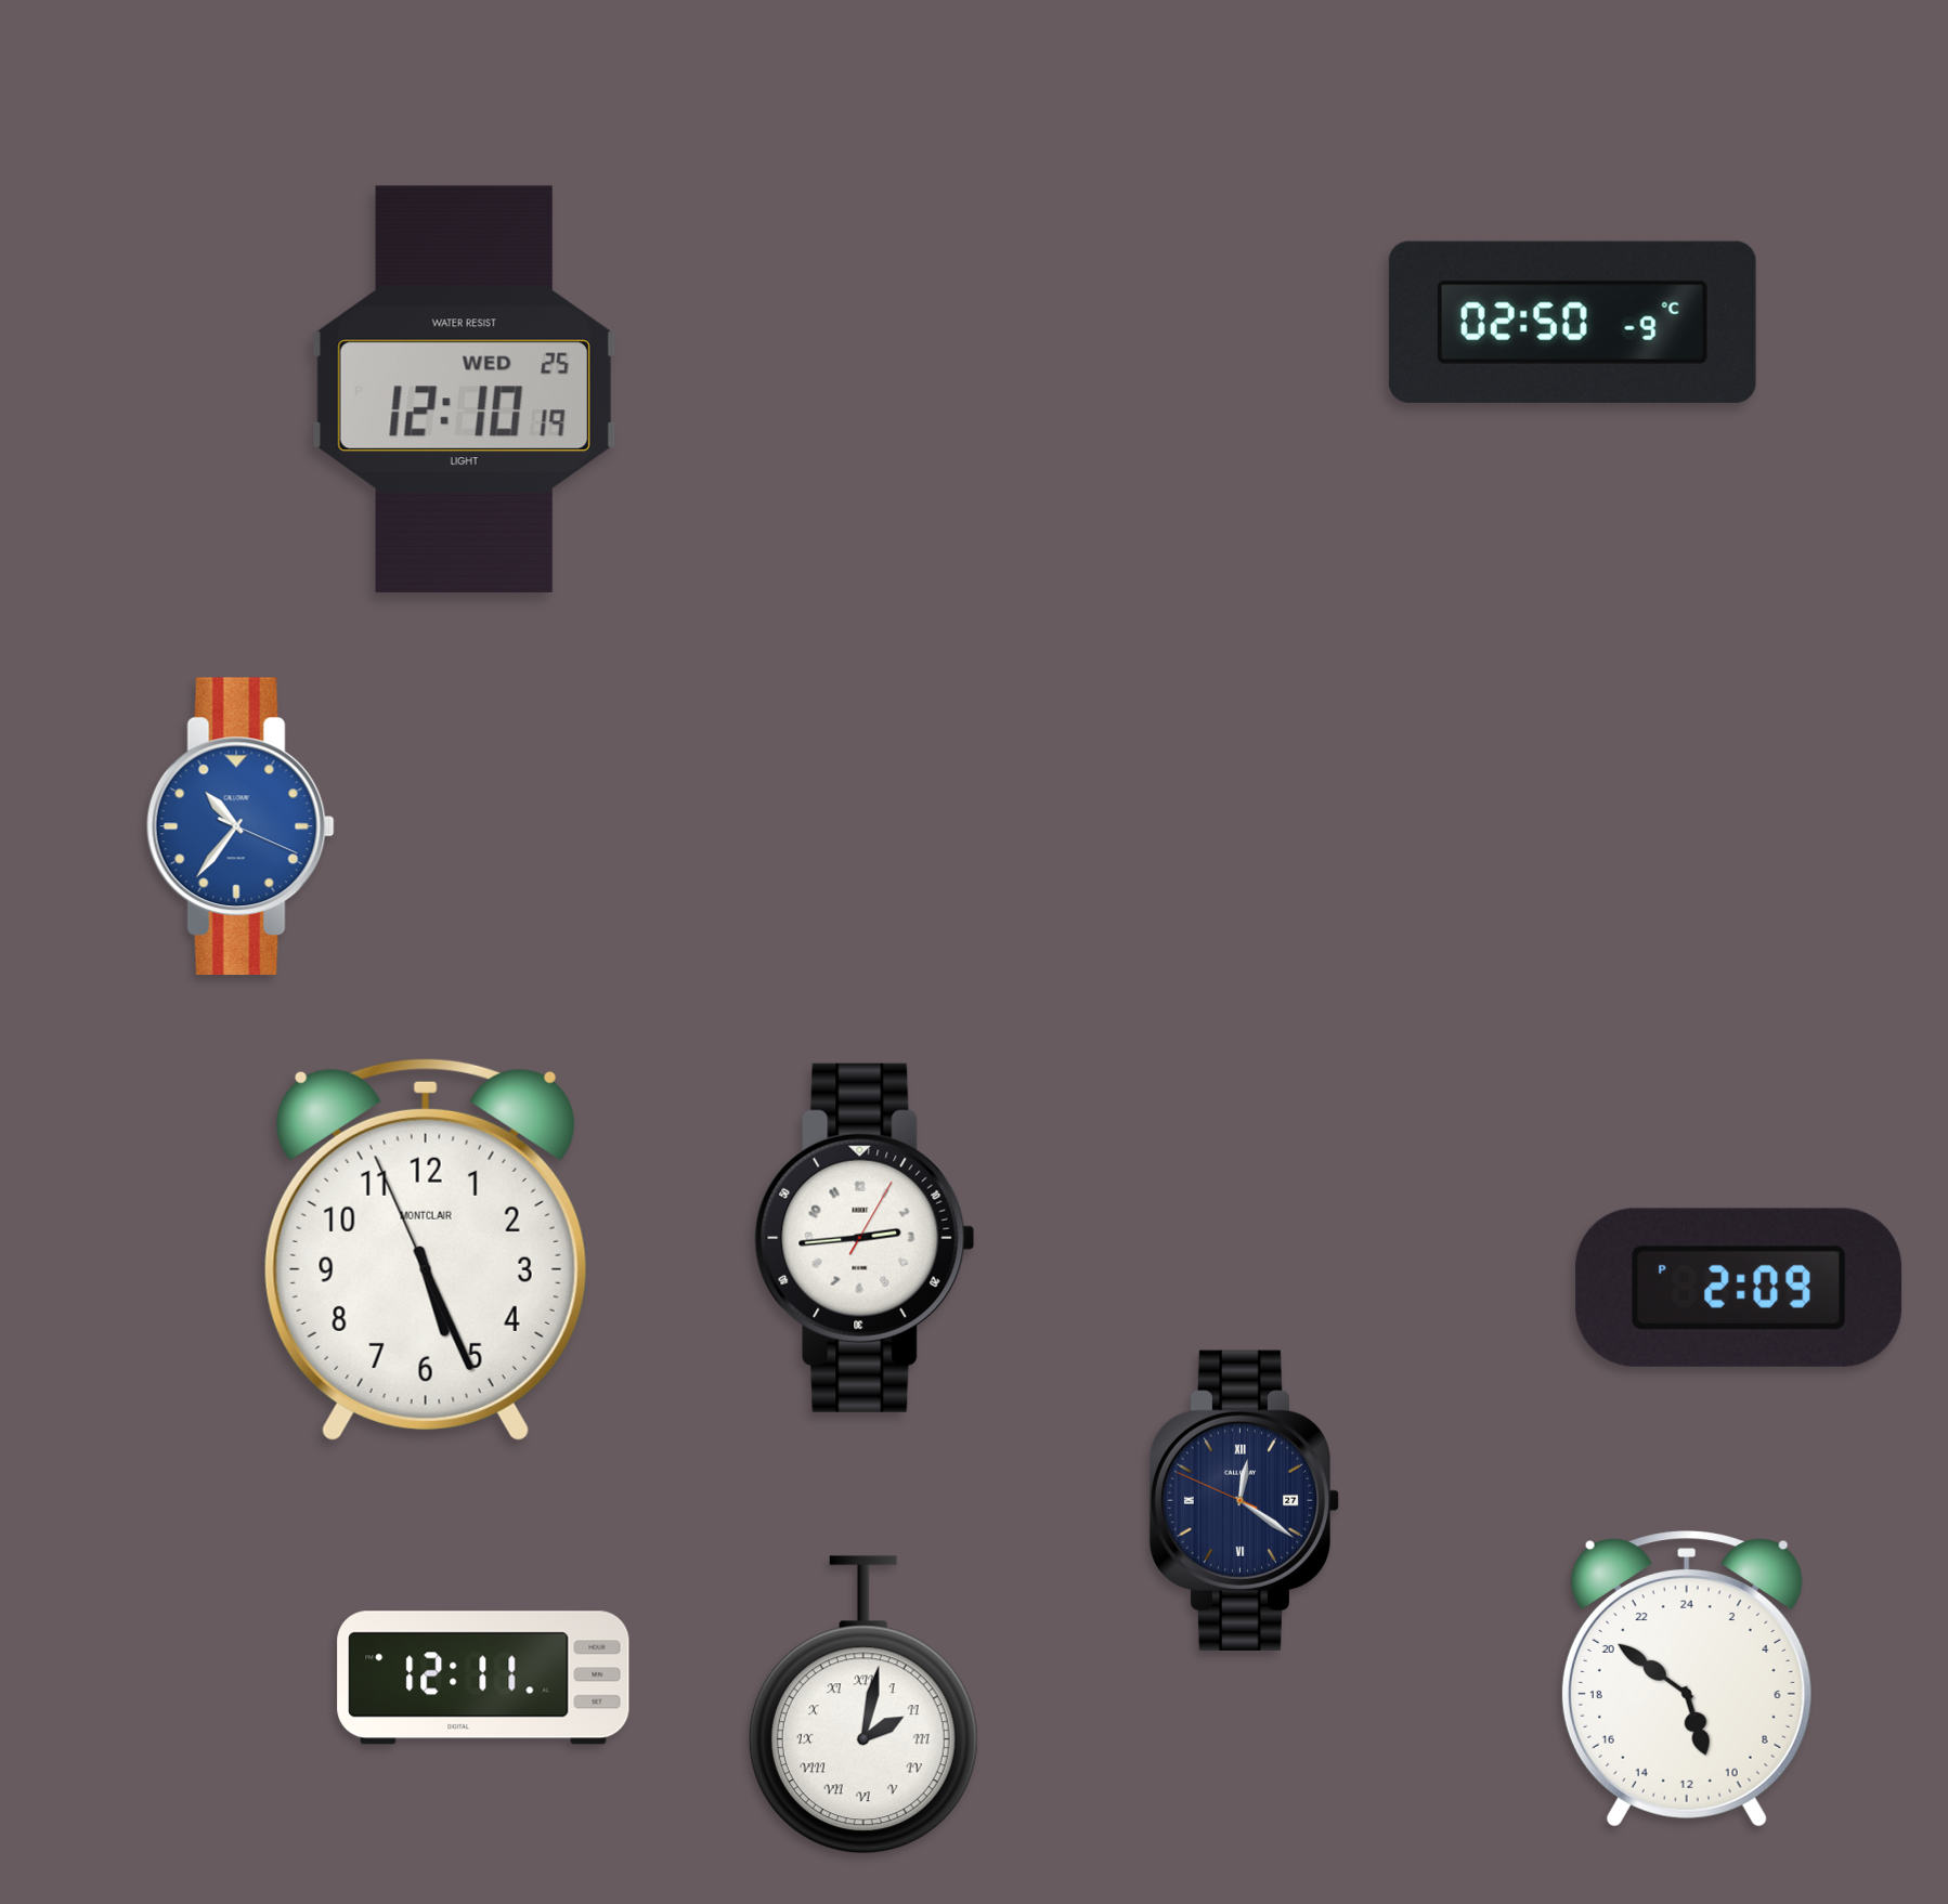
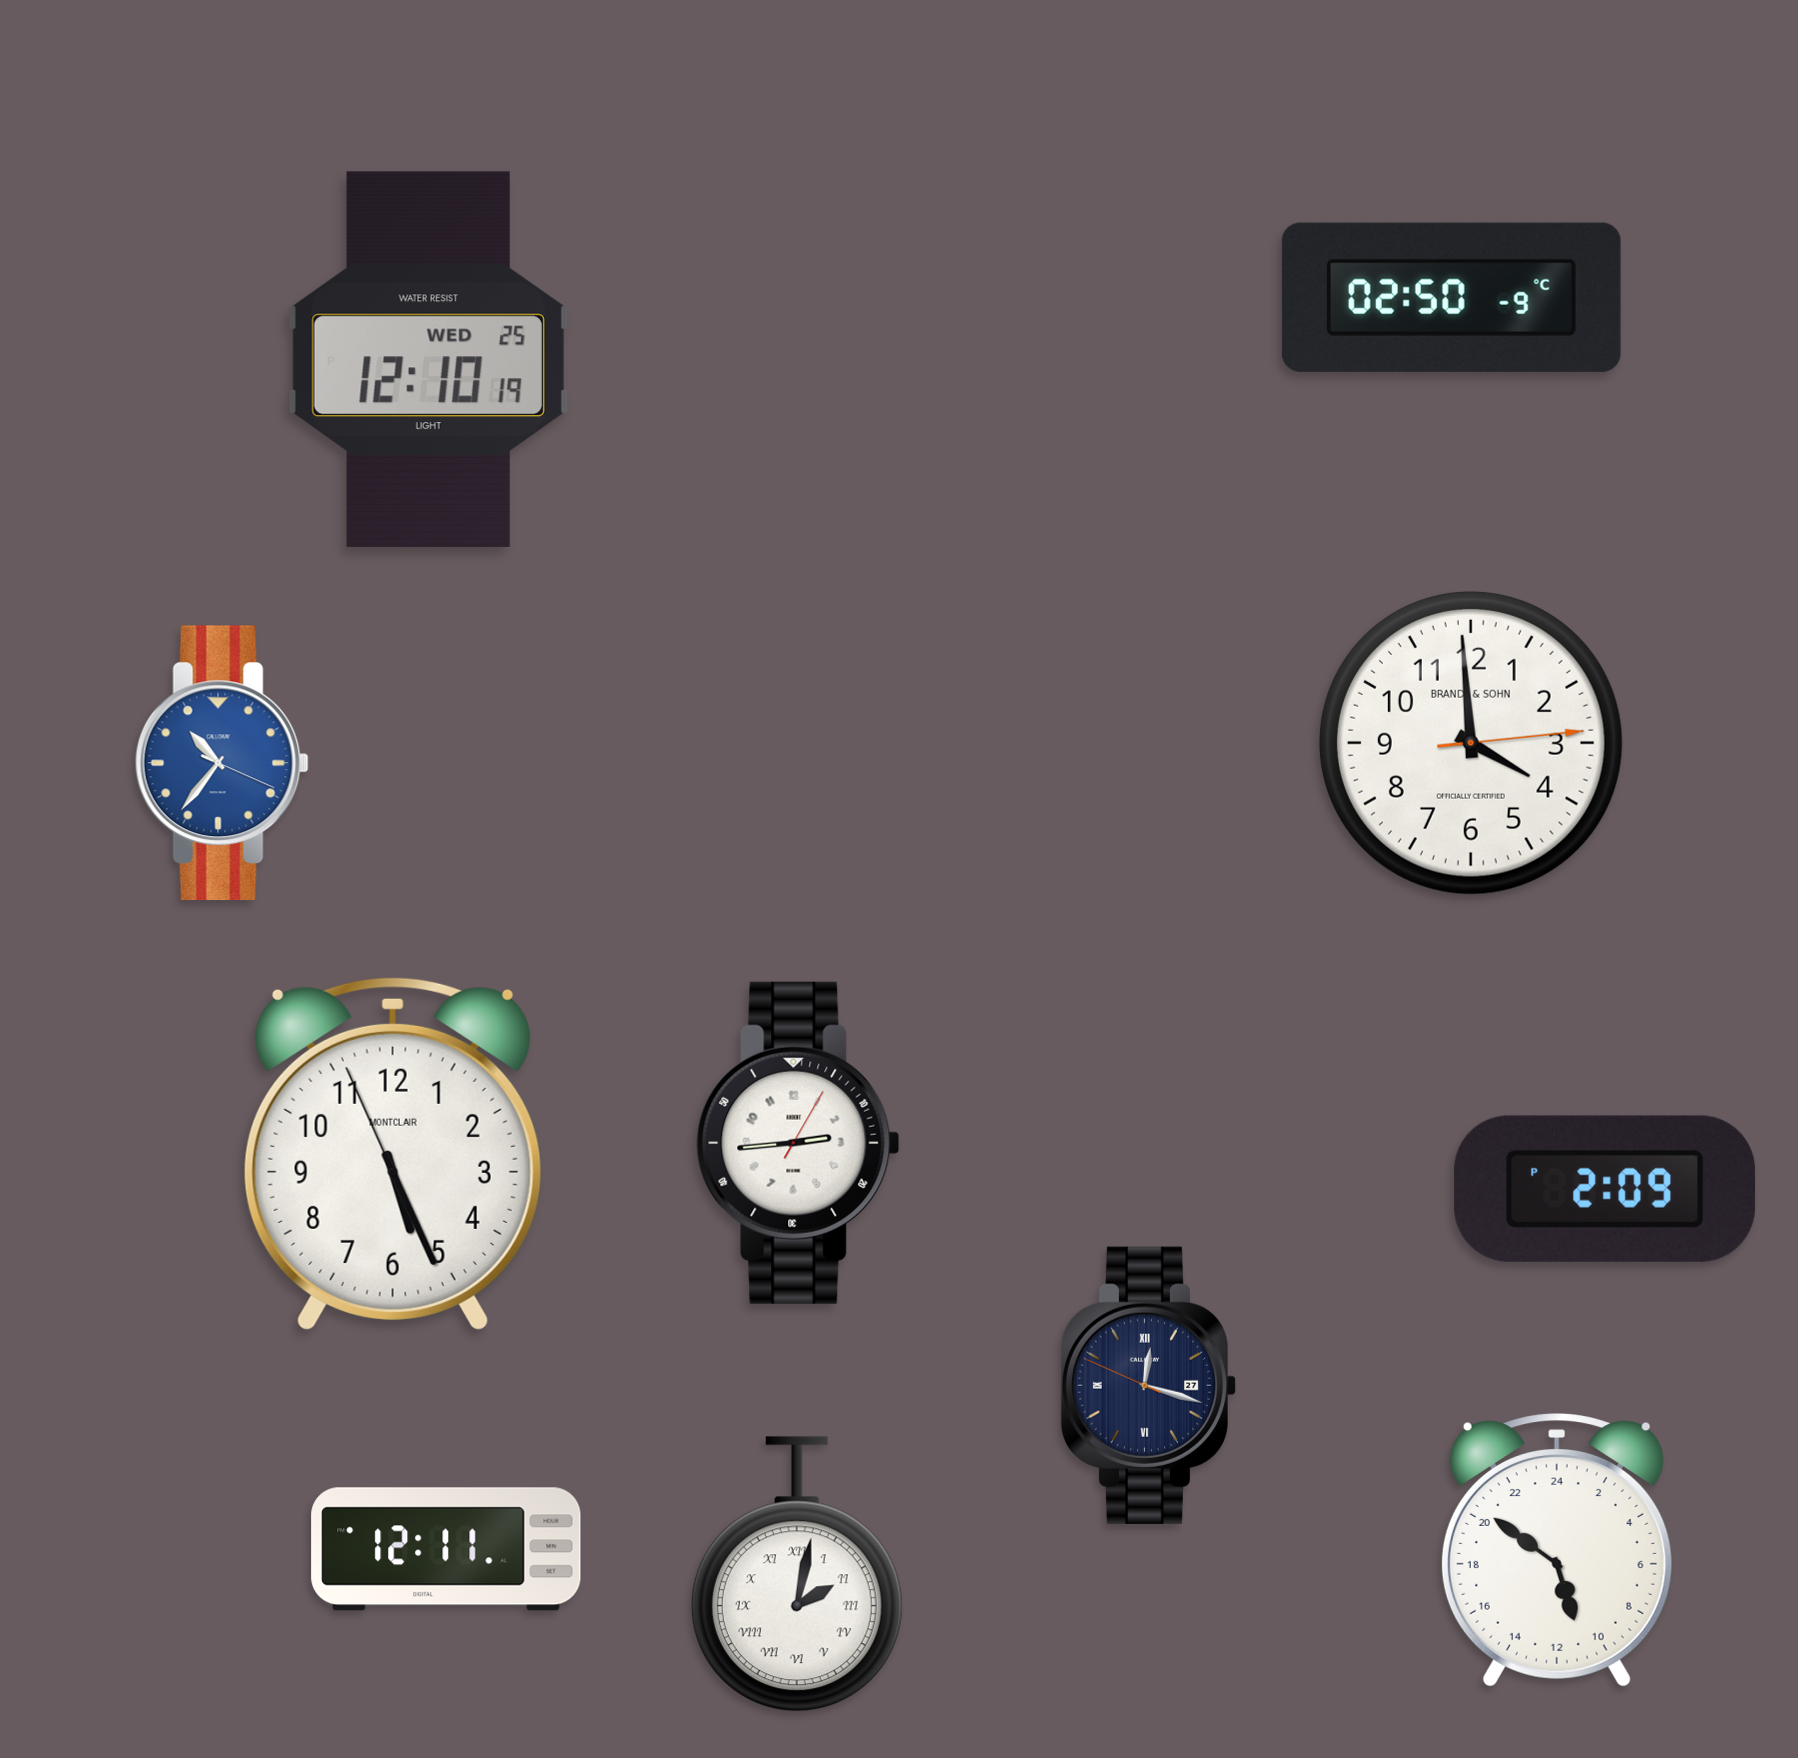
clock at (1471, 743): none -> 3:59
clock at (1245, 1500): 12:20 -> 12:17
